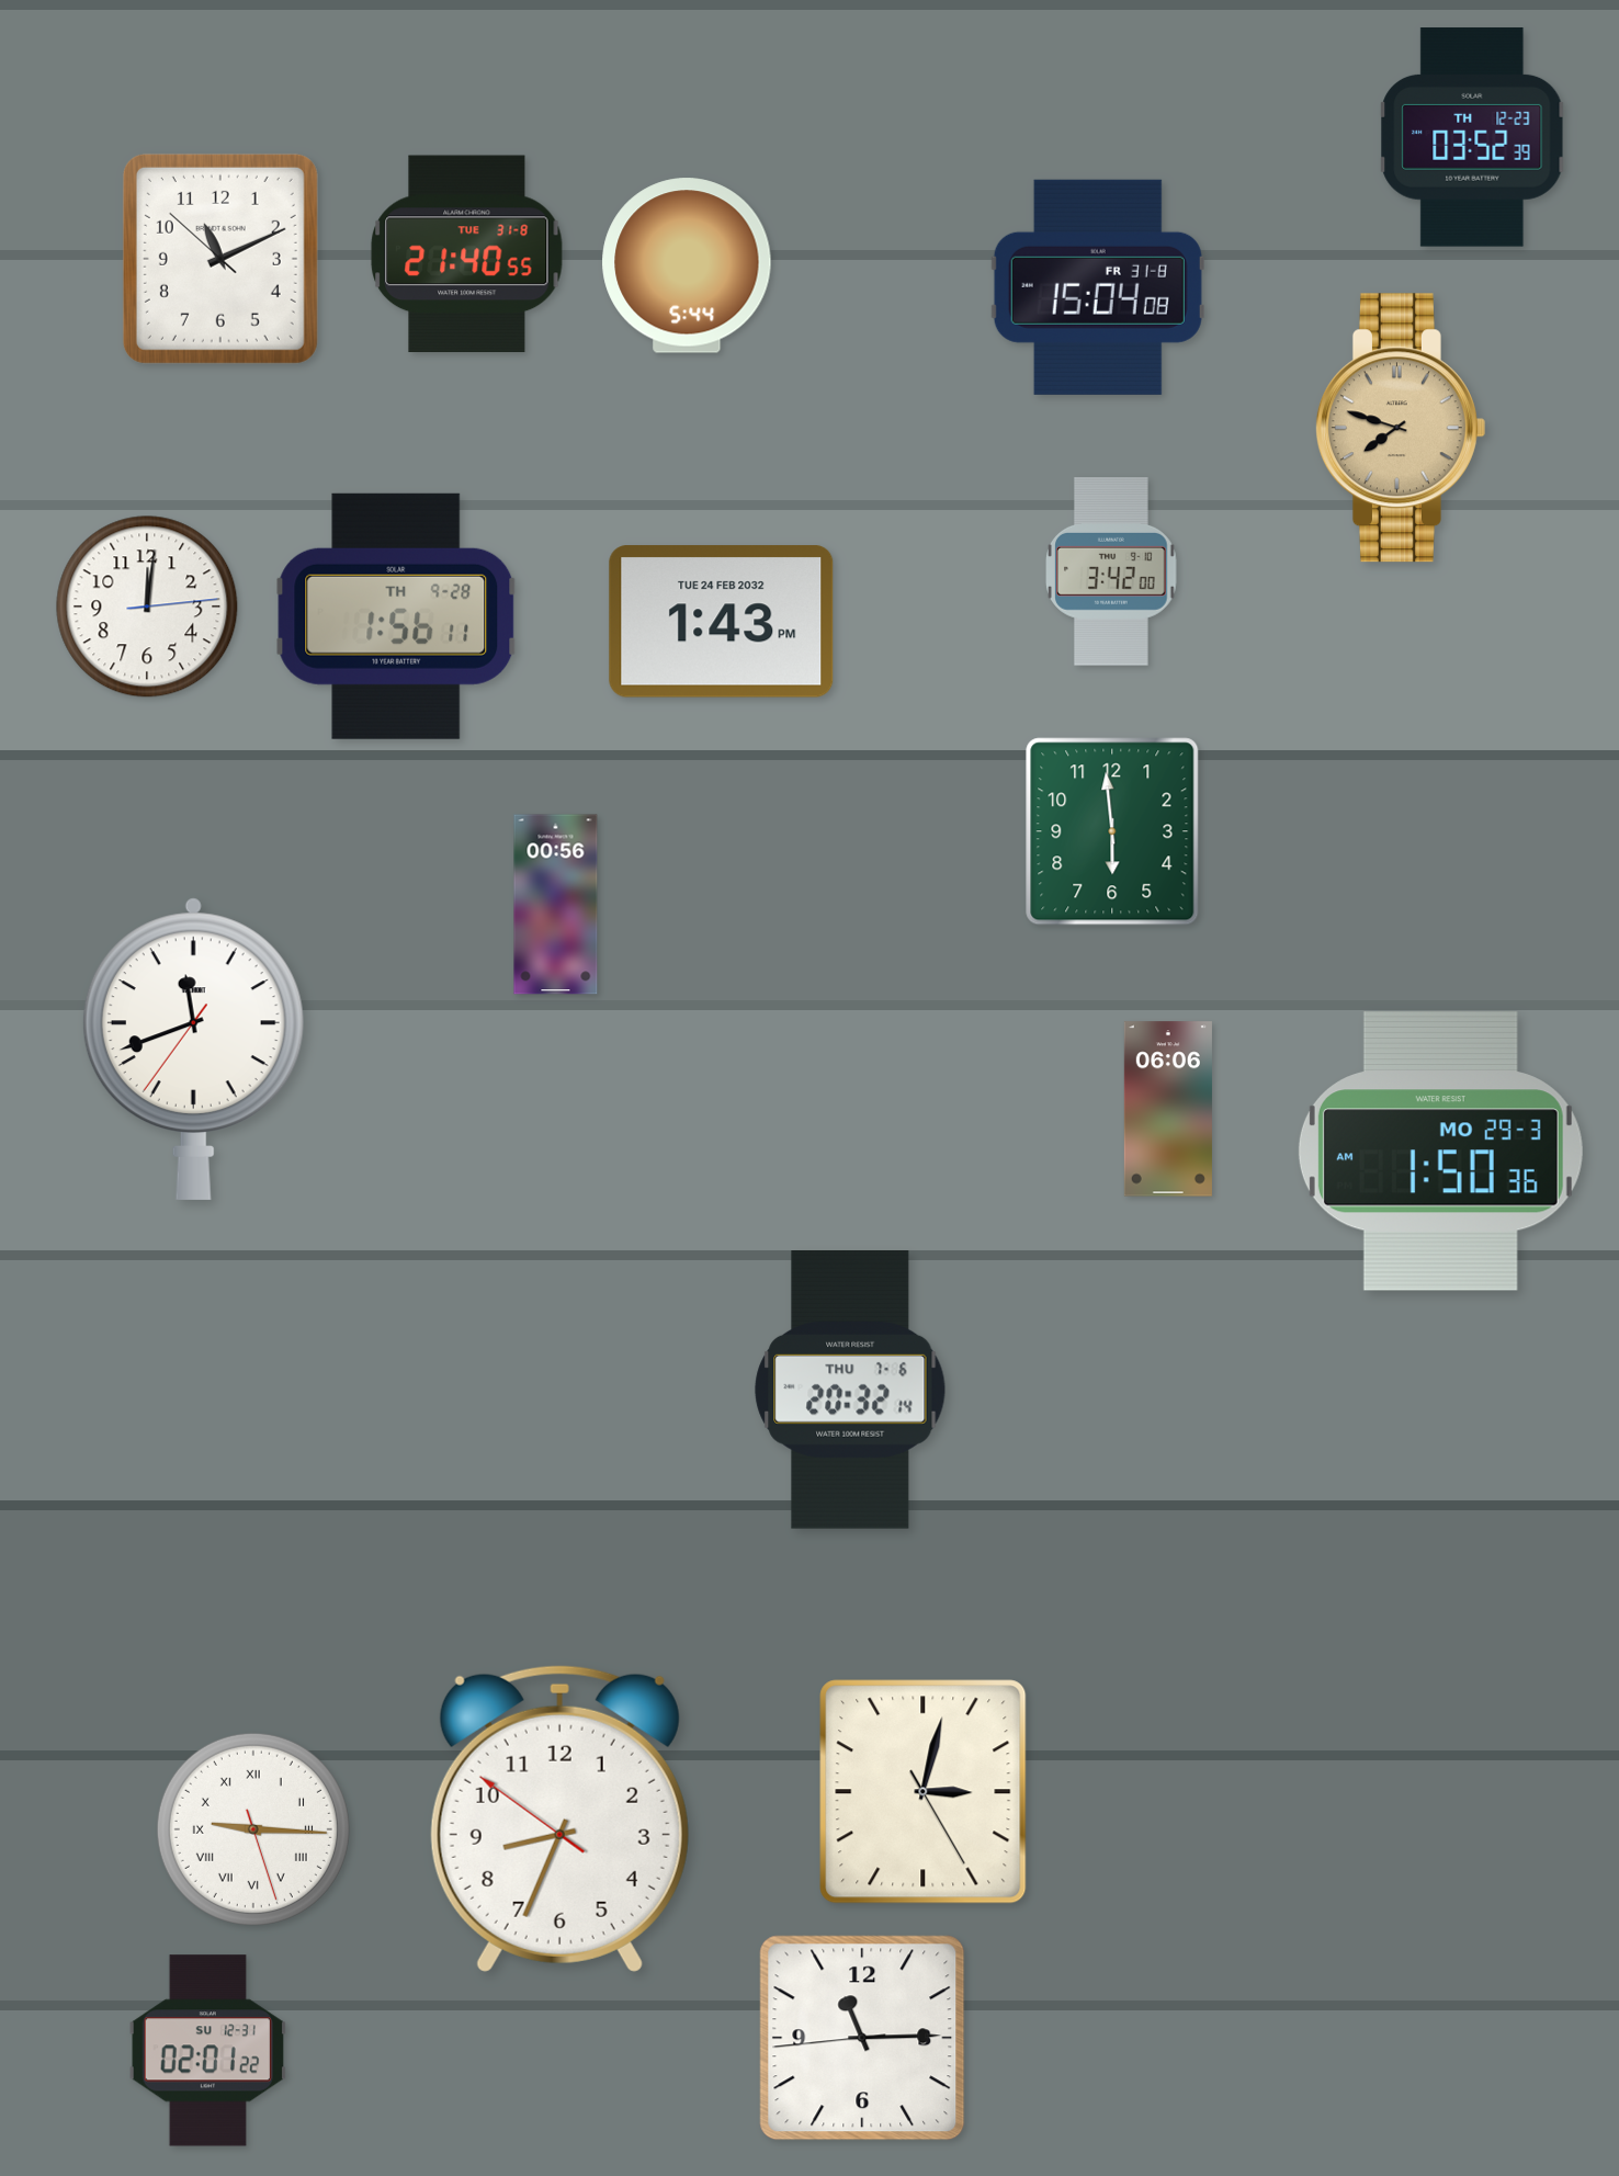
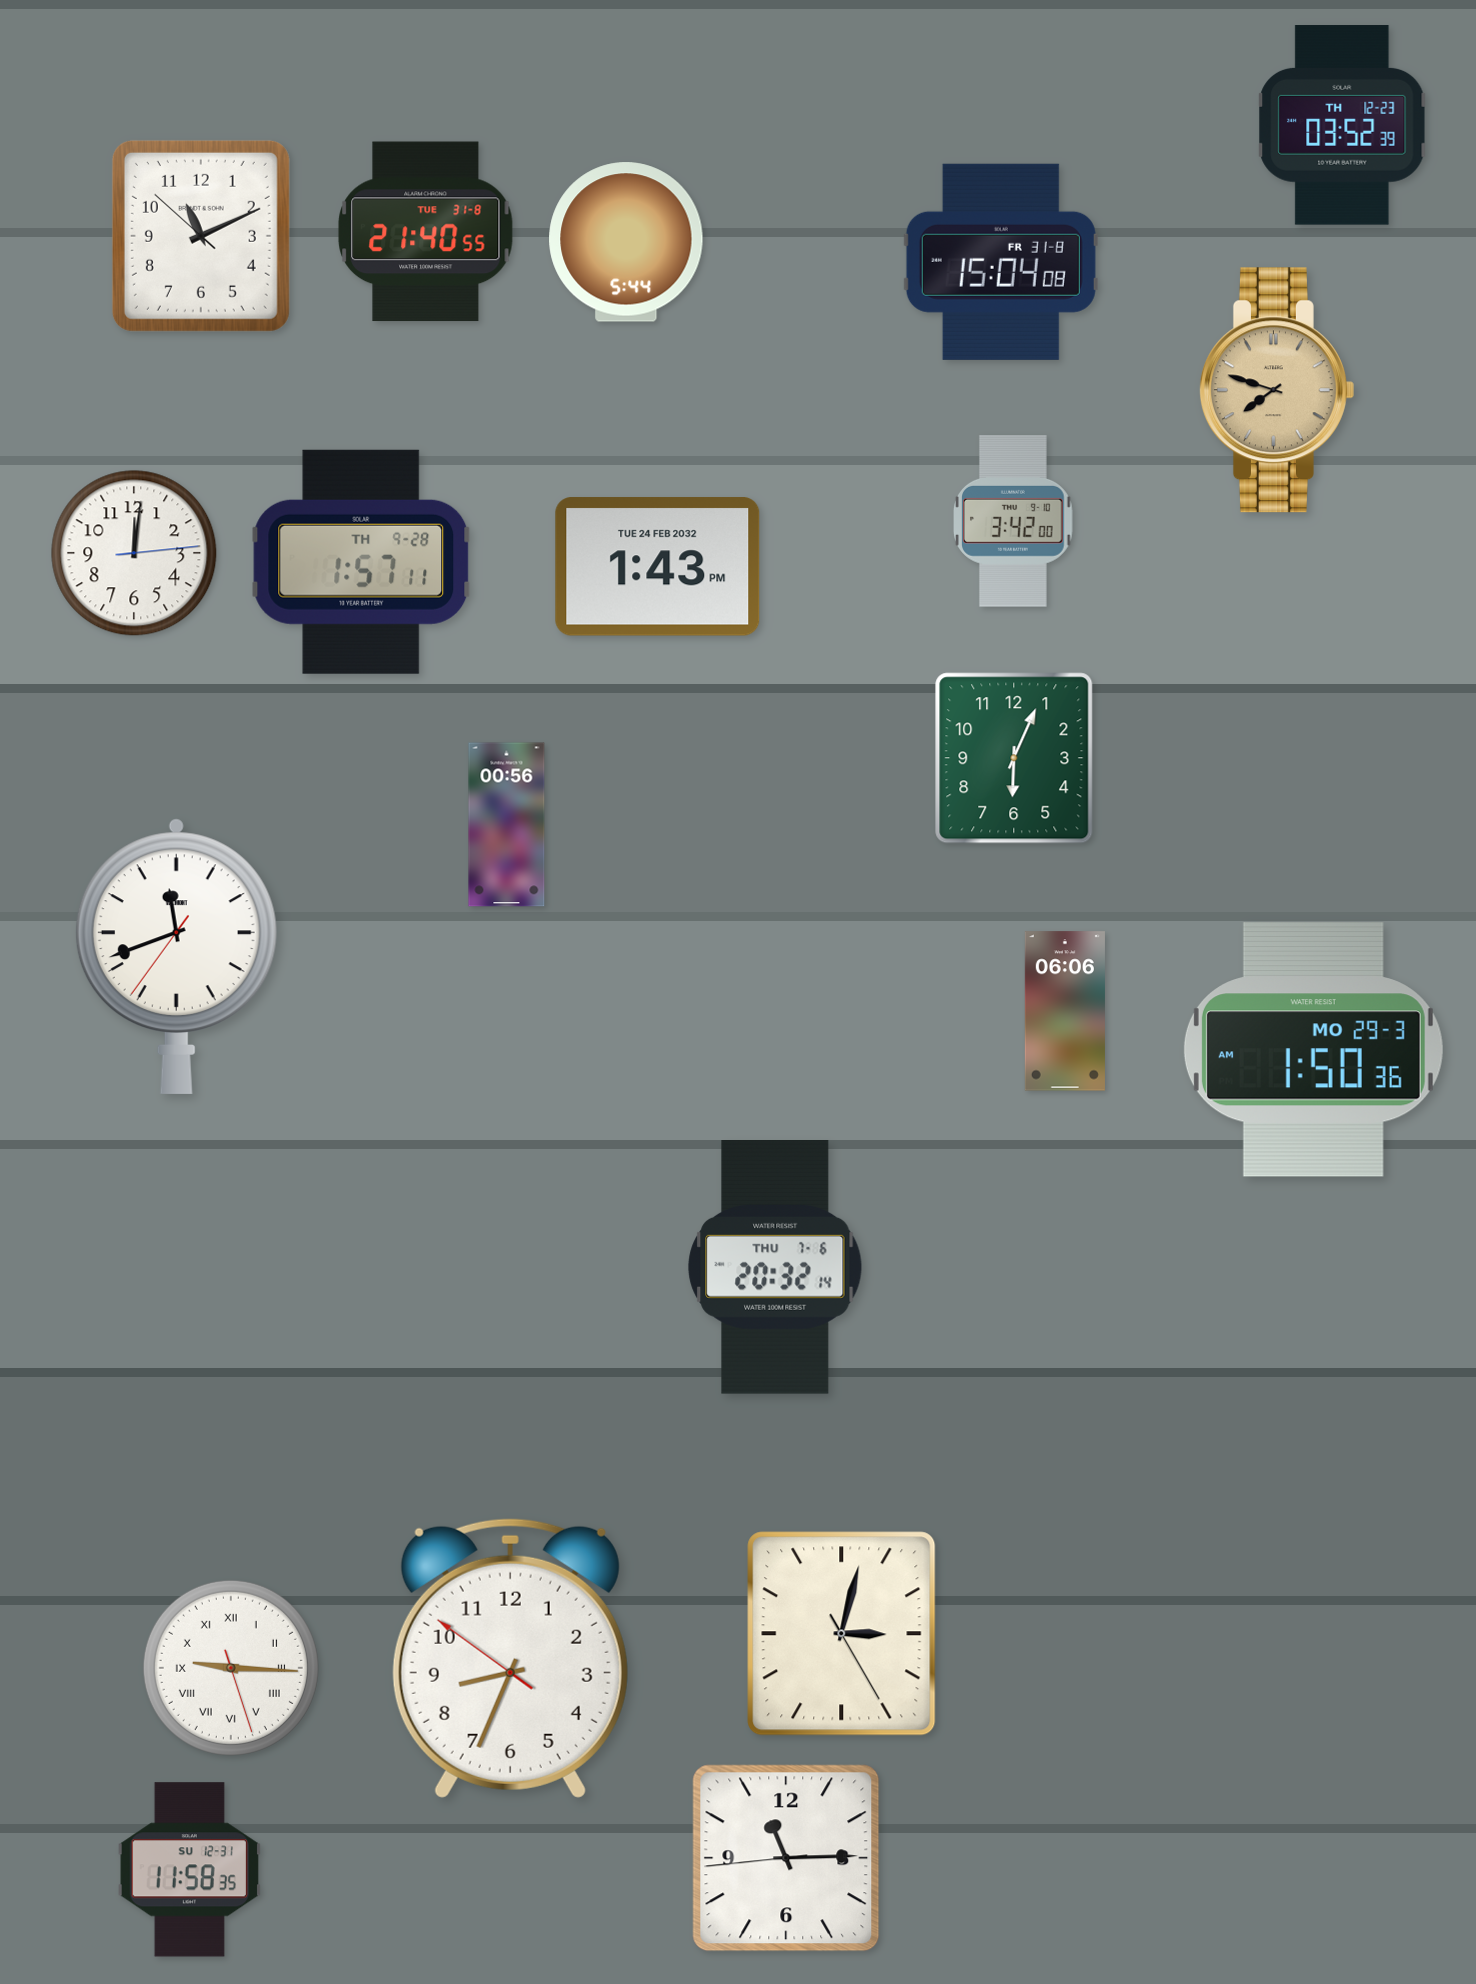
clock at (396, 616): 1:56 -> 1:57
clock at (1112, 831): 5:59 -> 6:04
clock at (207, 2051): 02:01 -> 11:58
